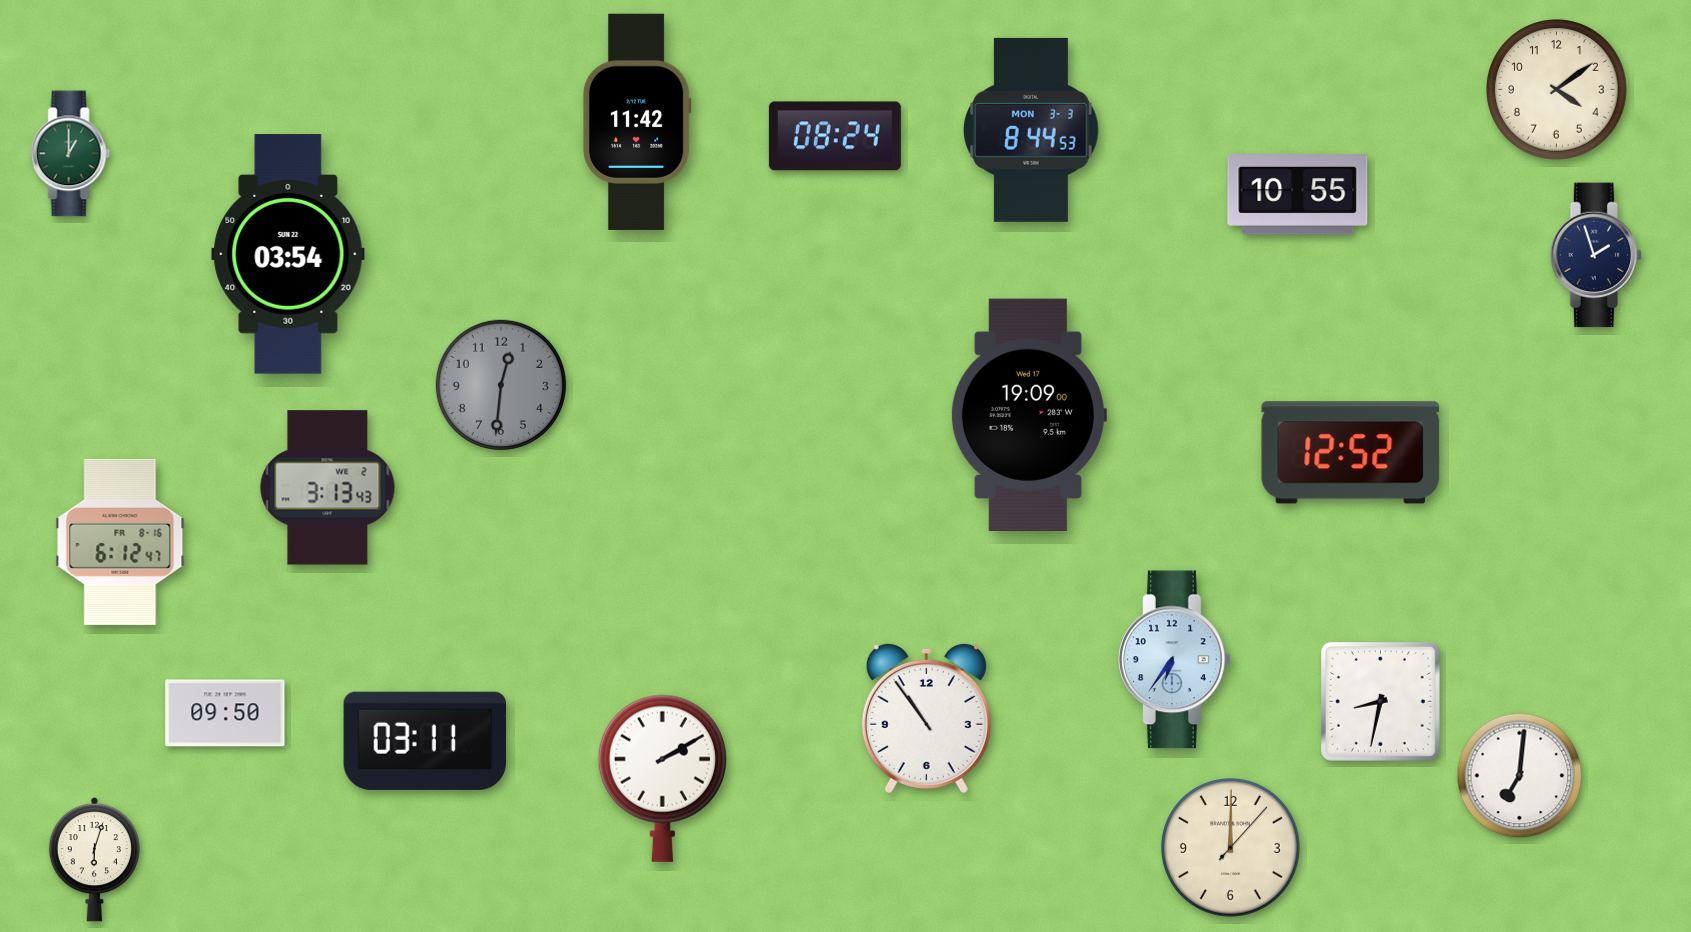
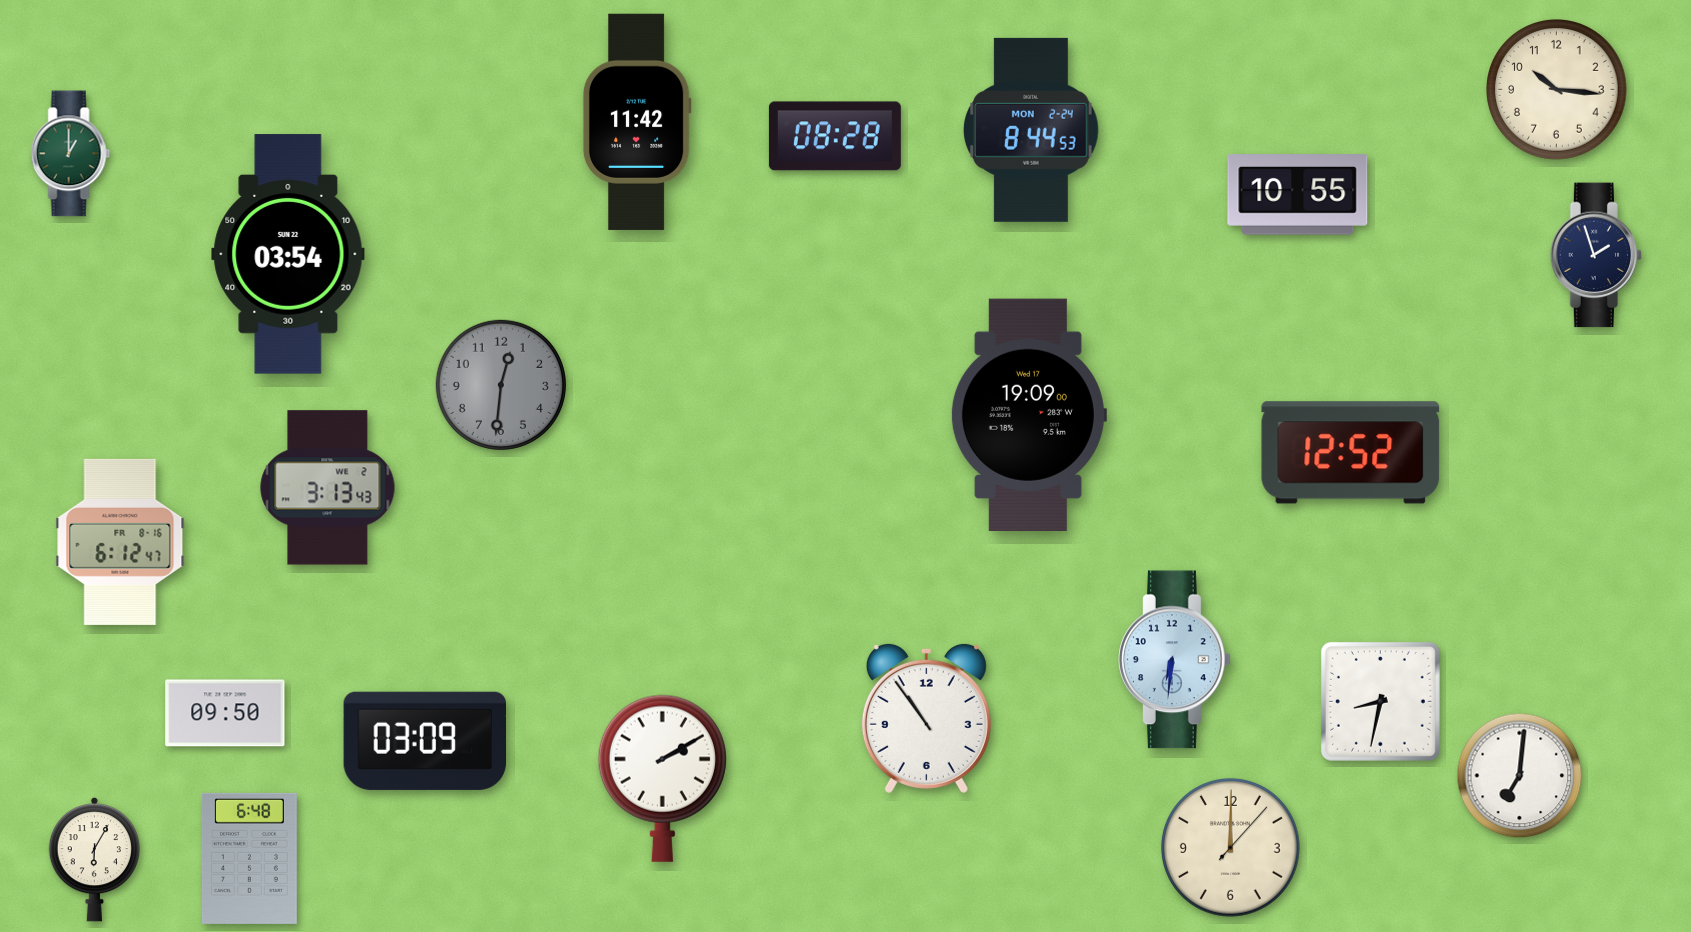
clock at (1557, 90): 4:09 -> 10:16
clock at (1032, 130) date: MON 3-3 -> MON 2-24
clock at (835, 136): 08:24 -> 08:28
clock at (1175, 660): 6:36 -> 6:31
clock at (424, 741): 03:11 -> 03:09
clock at (249, 858): none -> 6:48
clock at (94, 860): 6:03 -> 6:05
